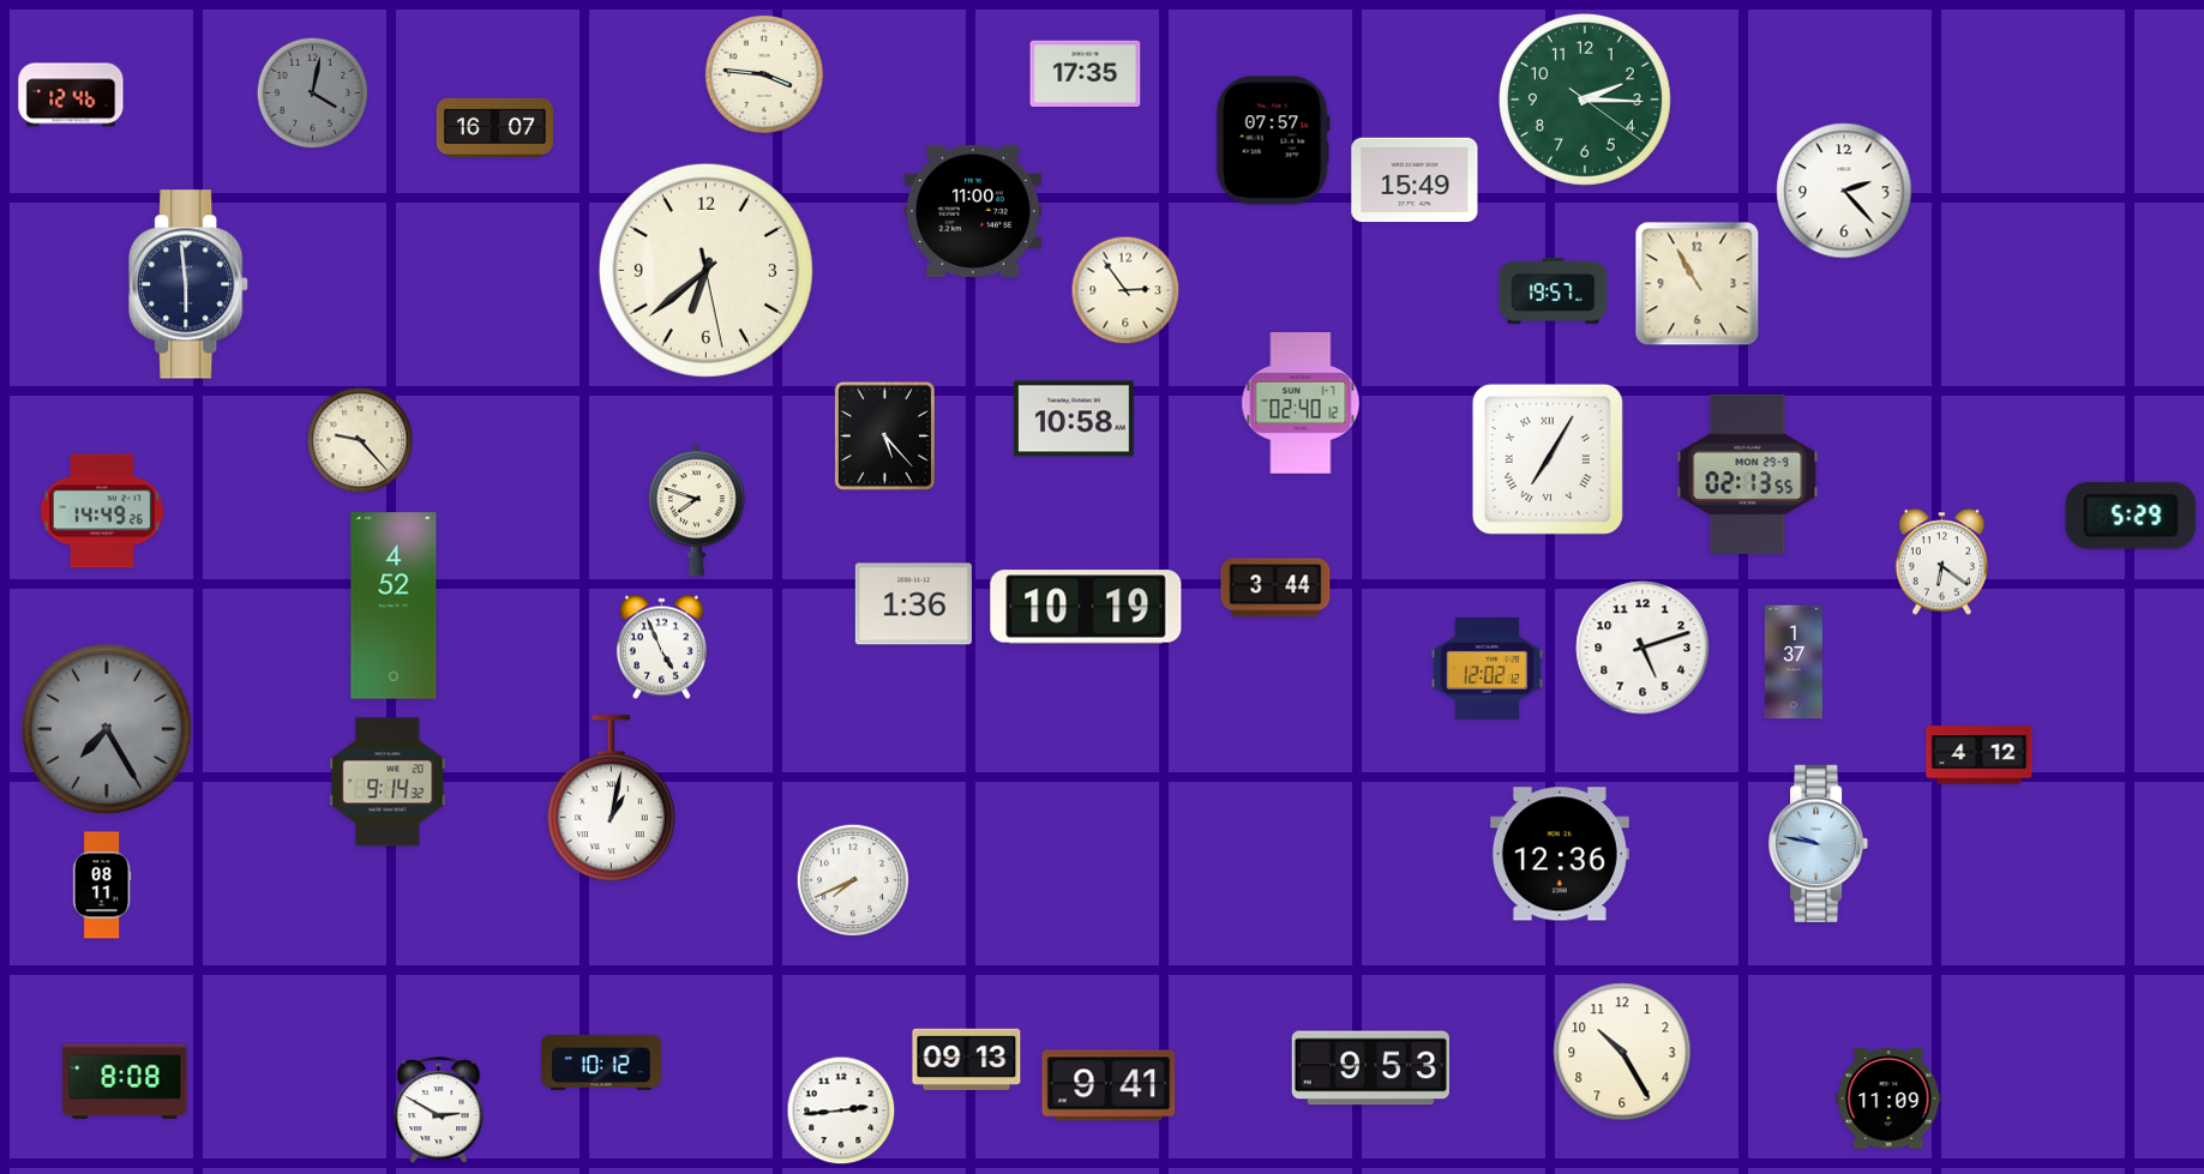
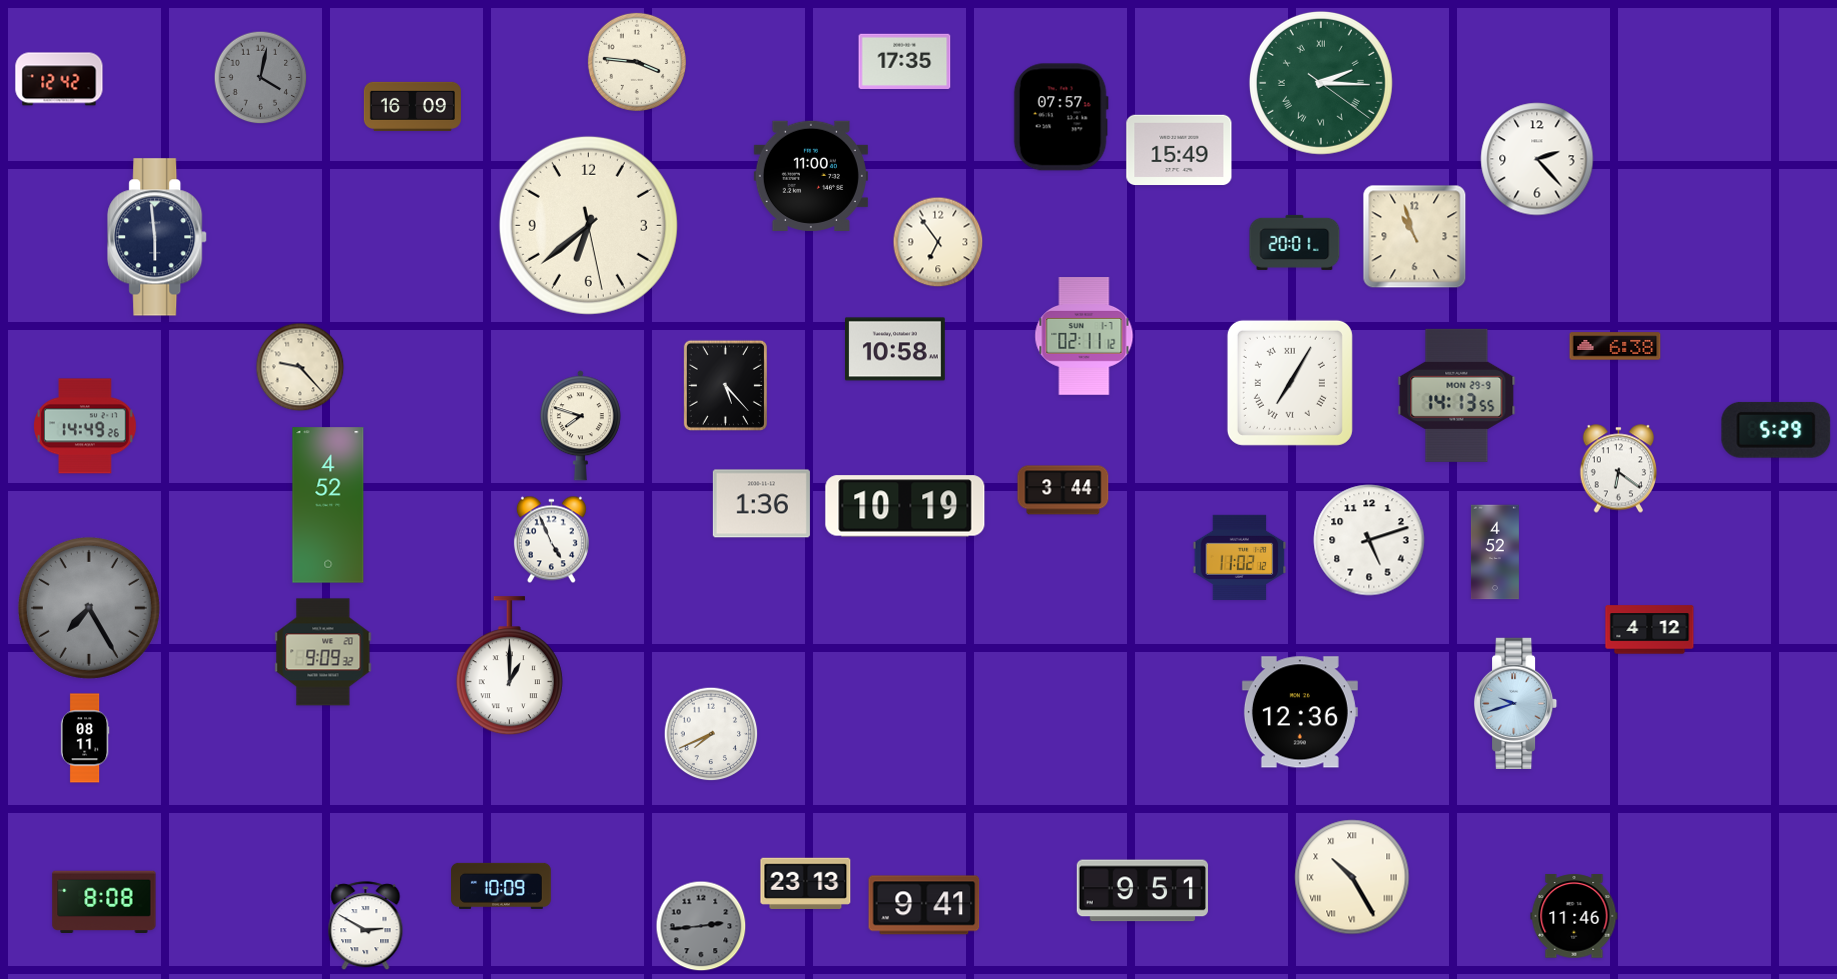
clock at (71, 95): 12:46 -> 12:42
clock at (1585, 100) numerals: Arabic -> Roman
clock at (494, 127): 16:07 -> 16:09
clock at (1698, 284): 10:55 -> 10:57
clock at (1125, 290): 2:54 -> 6:54
clock at (1554, 290): 19:57 -> 20:01
clock at (1301, 404): 02:40 -> 02:11
clock at (1615, 346): none -> 6:38
clock at (884, 435) position: (884, 435) -> (725, 385)
clock at (1748, 474): 02:13 -> 14:13
clock at (1794, 662): 1:37 -> 4:52
clock at (1488, 668): 12:02 -> 11:02
clock at (388, 782): 9:14 -> 9:09
clock at (611, 799): 1:02 -> 1:00
clock at (1820, 843): 9:47 -> 9:42
clock at (1622, 1052) numerals: Arabic -> Roman
clock at (967, 1059): 09:13 -> 23:13
clock at (601, 1062): 10:12 -> 10:09
clock at (1370, 1068): 9:53 -> 9:51
clock at (1888, 1098): 11:09 -> 11:46
clock at (841, 1110) dial: white -> grey
